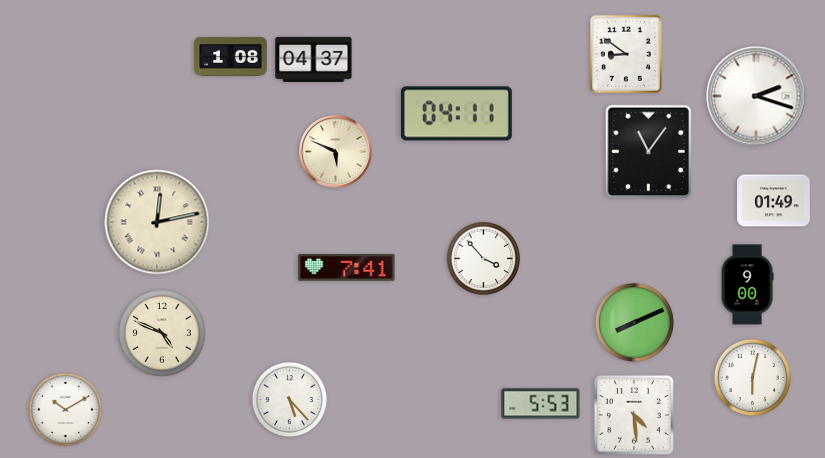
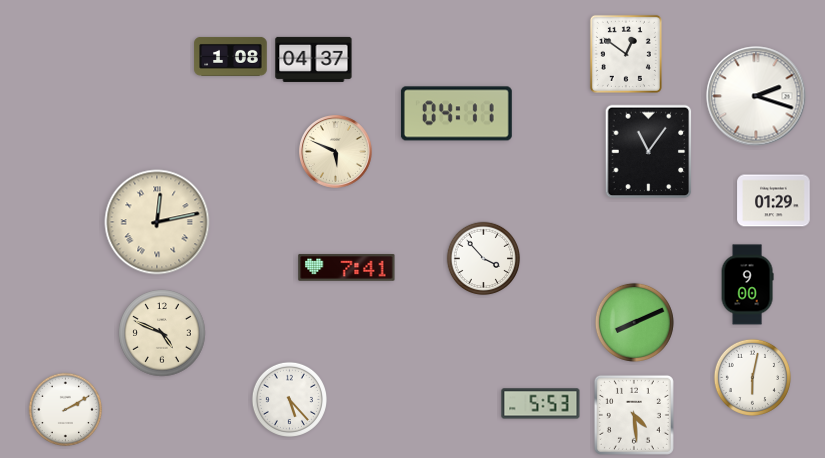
clock at (626, 54): 8:51 -> 12:51
clock at (774, 201): 01:49 -> 01:29
clock at (66, 410): 10:10 -> 2:10
